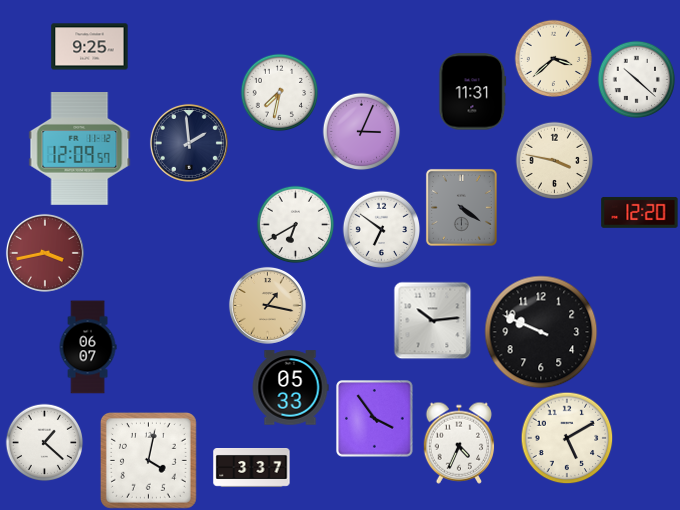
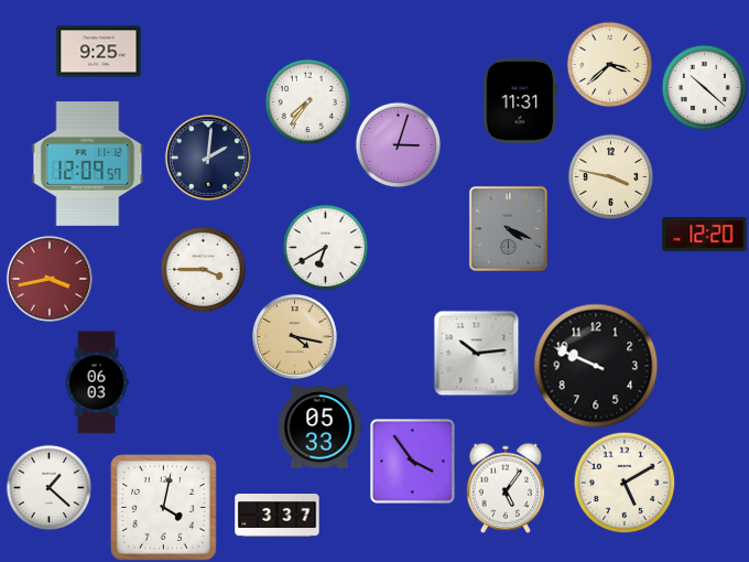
clock at (636, 79) position: (636, 79) -> (704, 87)
clock at (279, 92): 7:32 -> 7:36
clock at (361, 131): 3:04 -> 3:03
clock at (189, 143): 1:59 -> 2:01
clock at (461, 207): 4:21 -> 4:19
clock at (381, 229): 6:51 -> none
clock at (203, 269): none -> 3:45
clock at (267, 305): 1:17 -> 4:17
clock at (88, 347): 06:07 -> 06:03
clock at (459, 443): 4:34 -> 5:06
